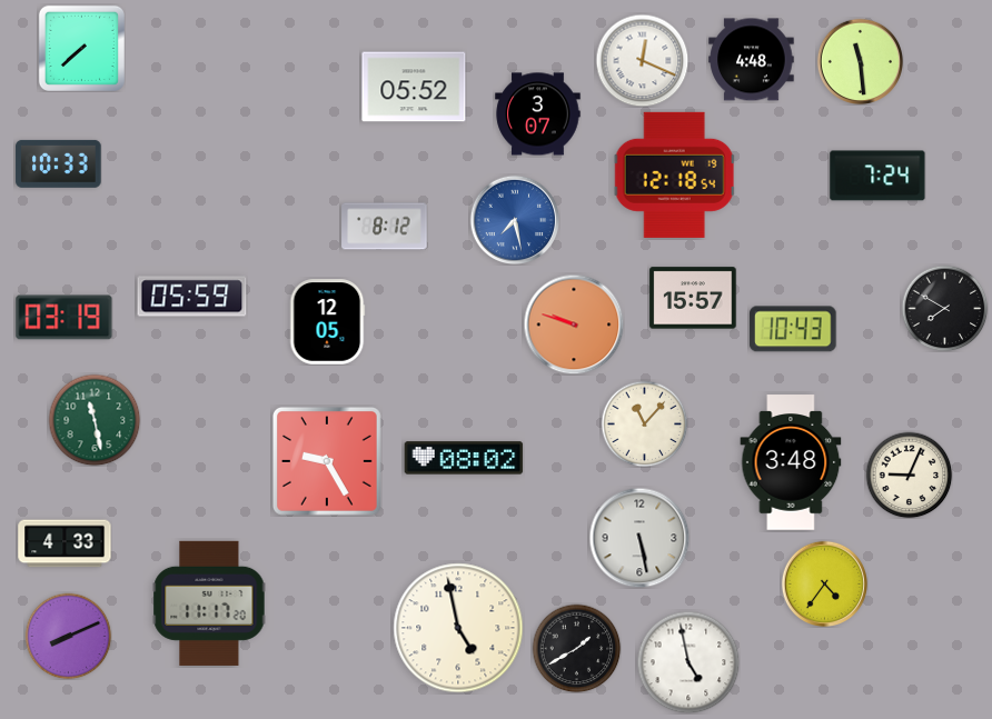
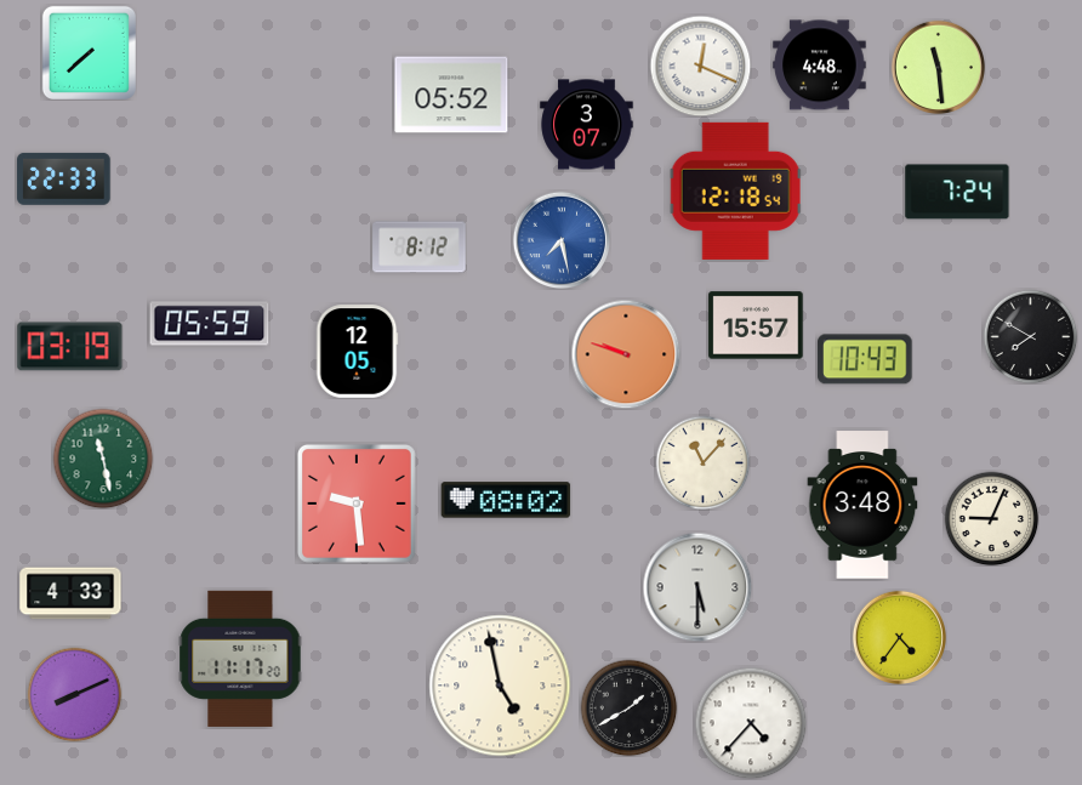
clock at (59, 163): 10:33 -> 22:33
clock at (327, 461): 9:25 -> 9:29
clock at (639, 538): 5:28 -> 5:30
clock at (209, 603) position: (209, 603) -> (240, 659)
clock at (688, 662): 4:58 -> 4:37
